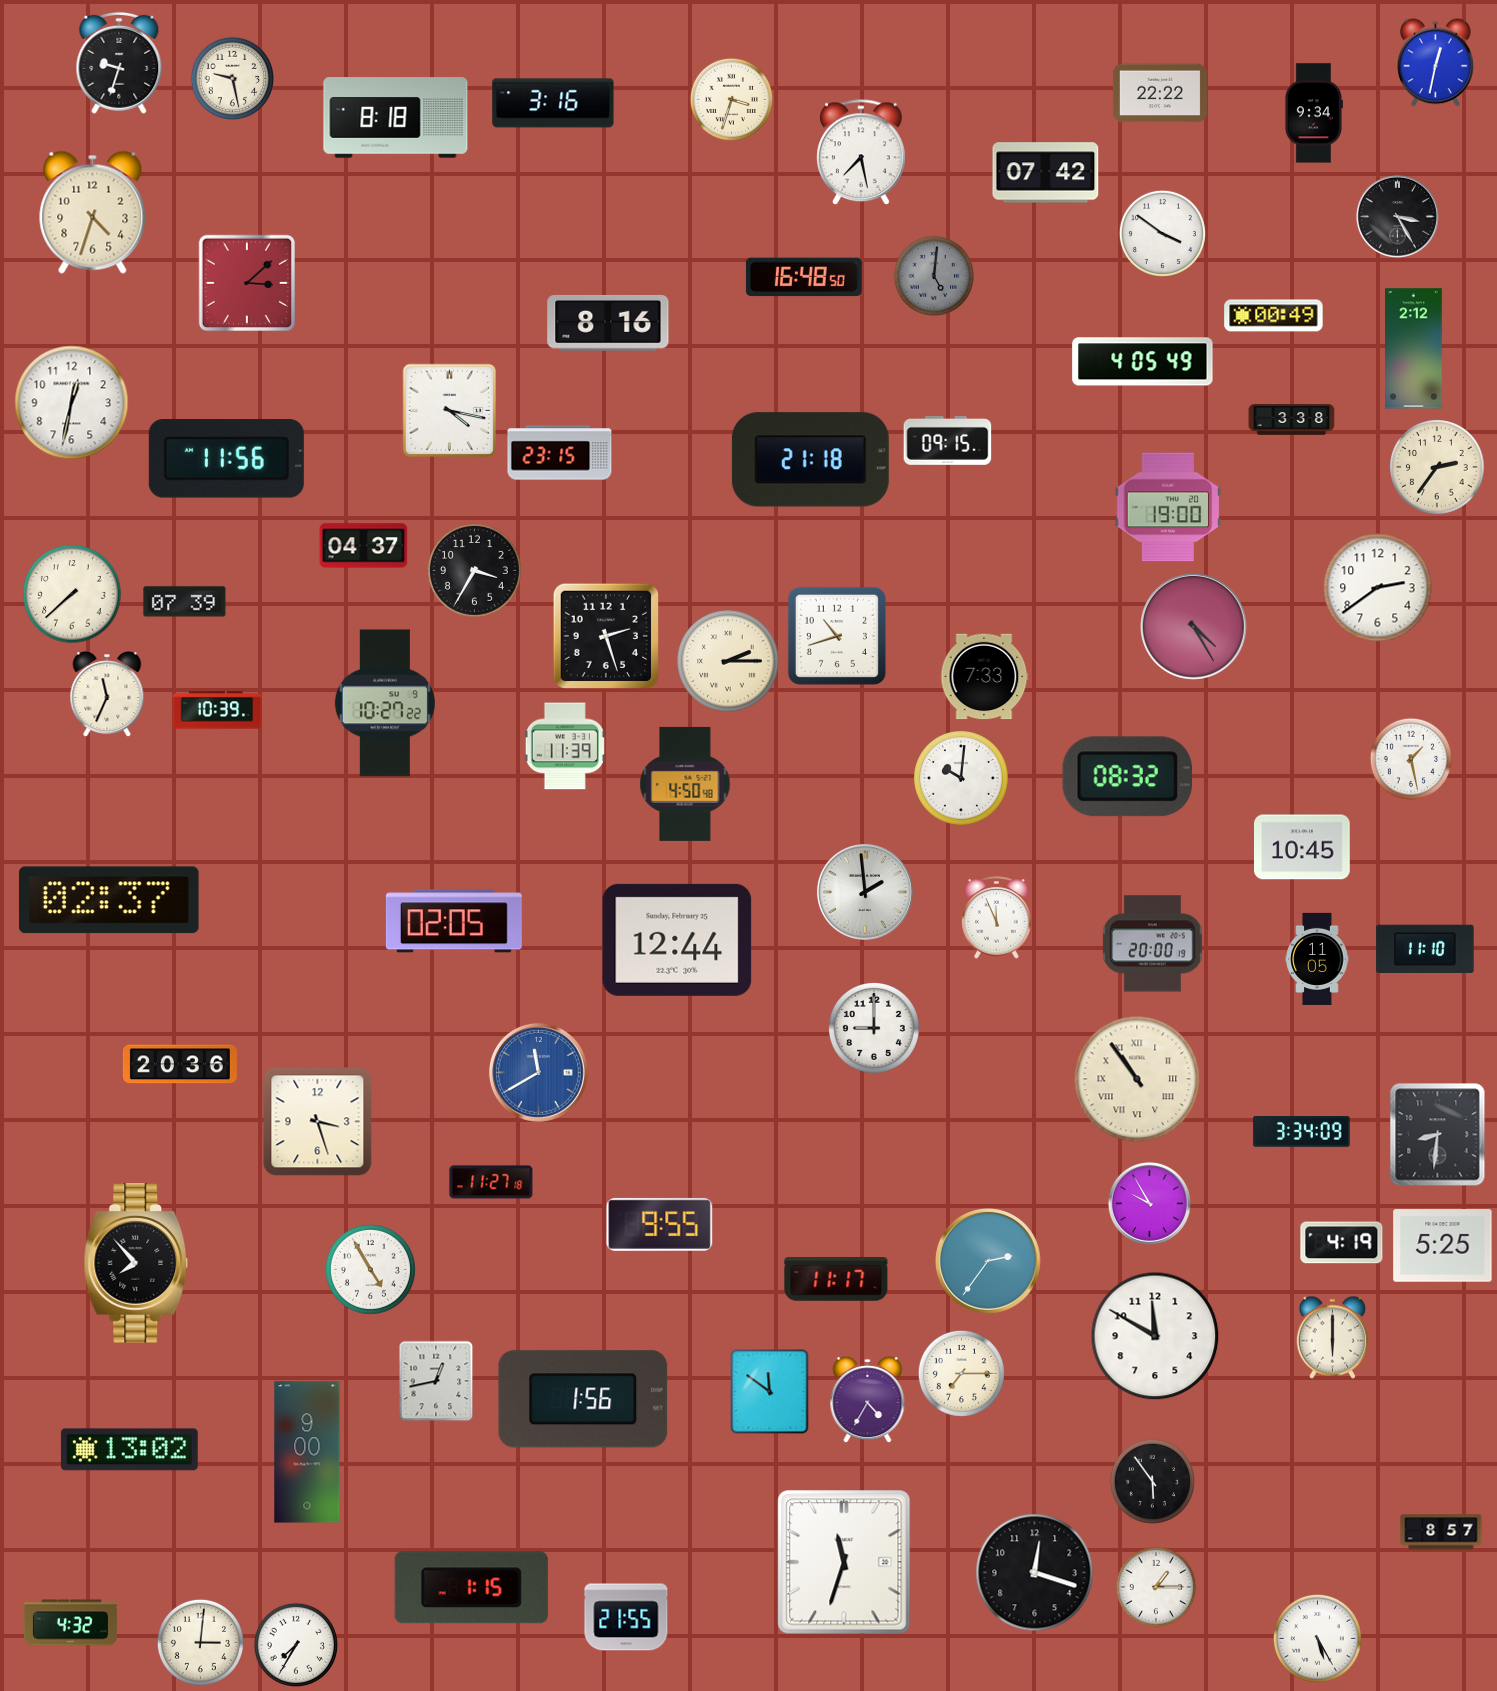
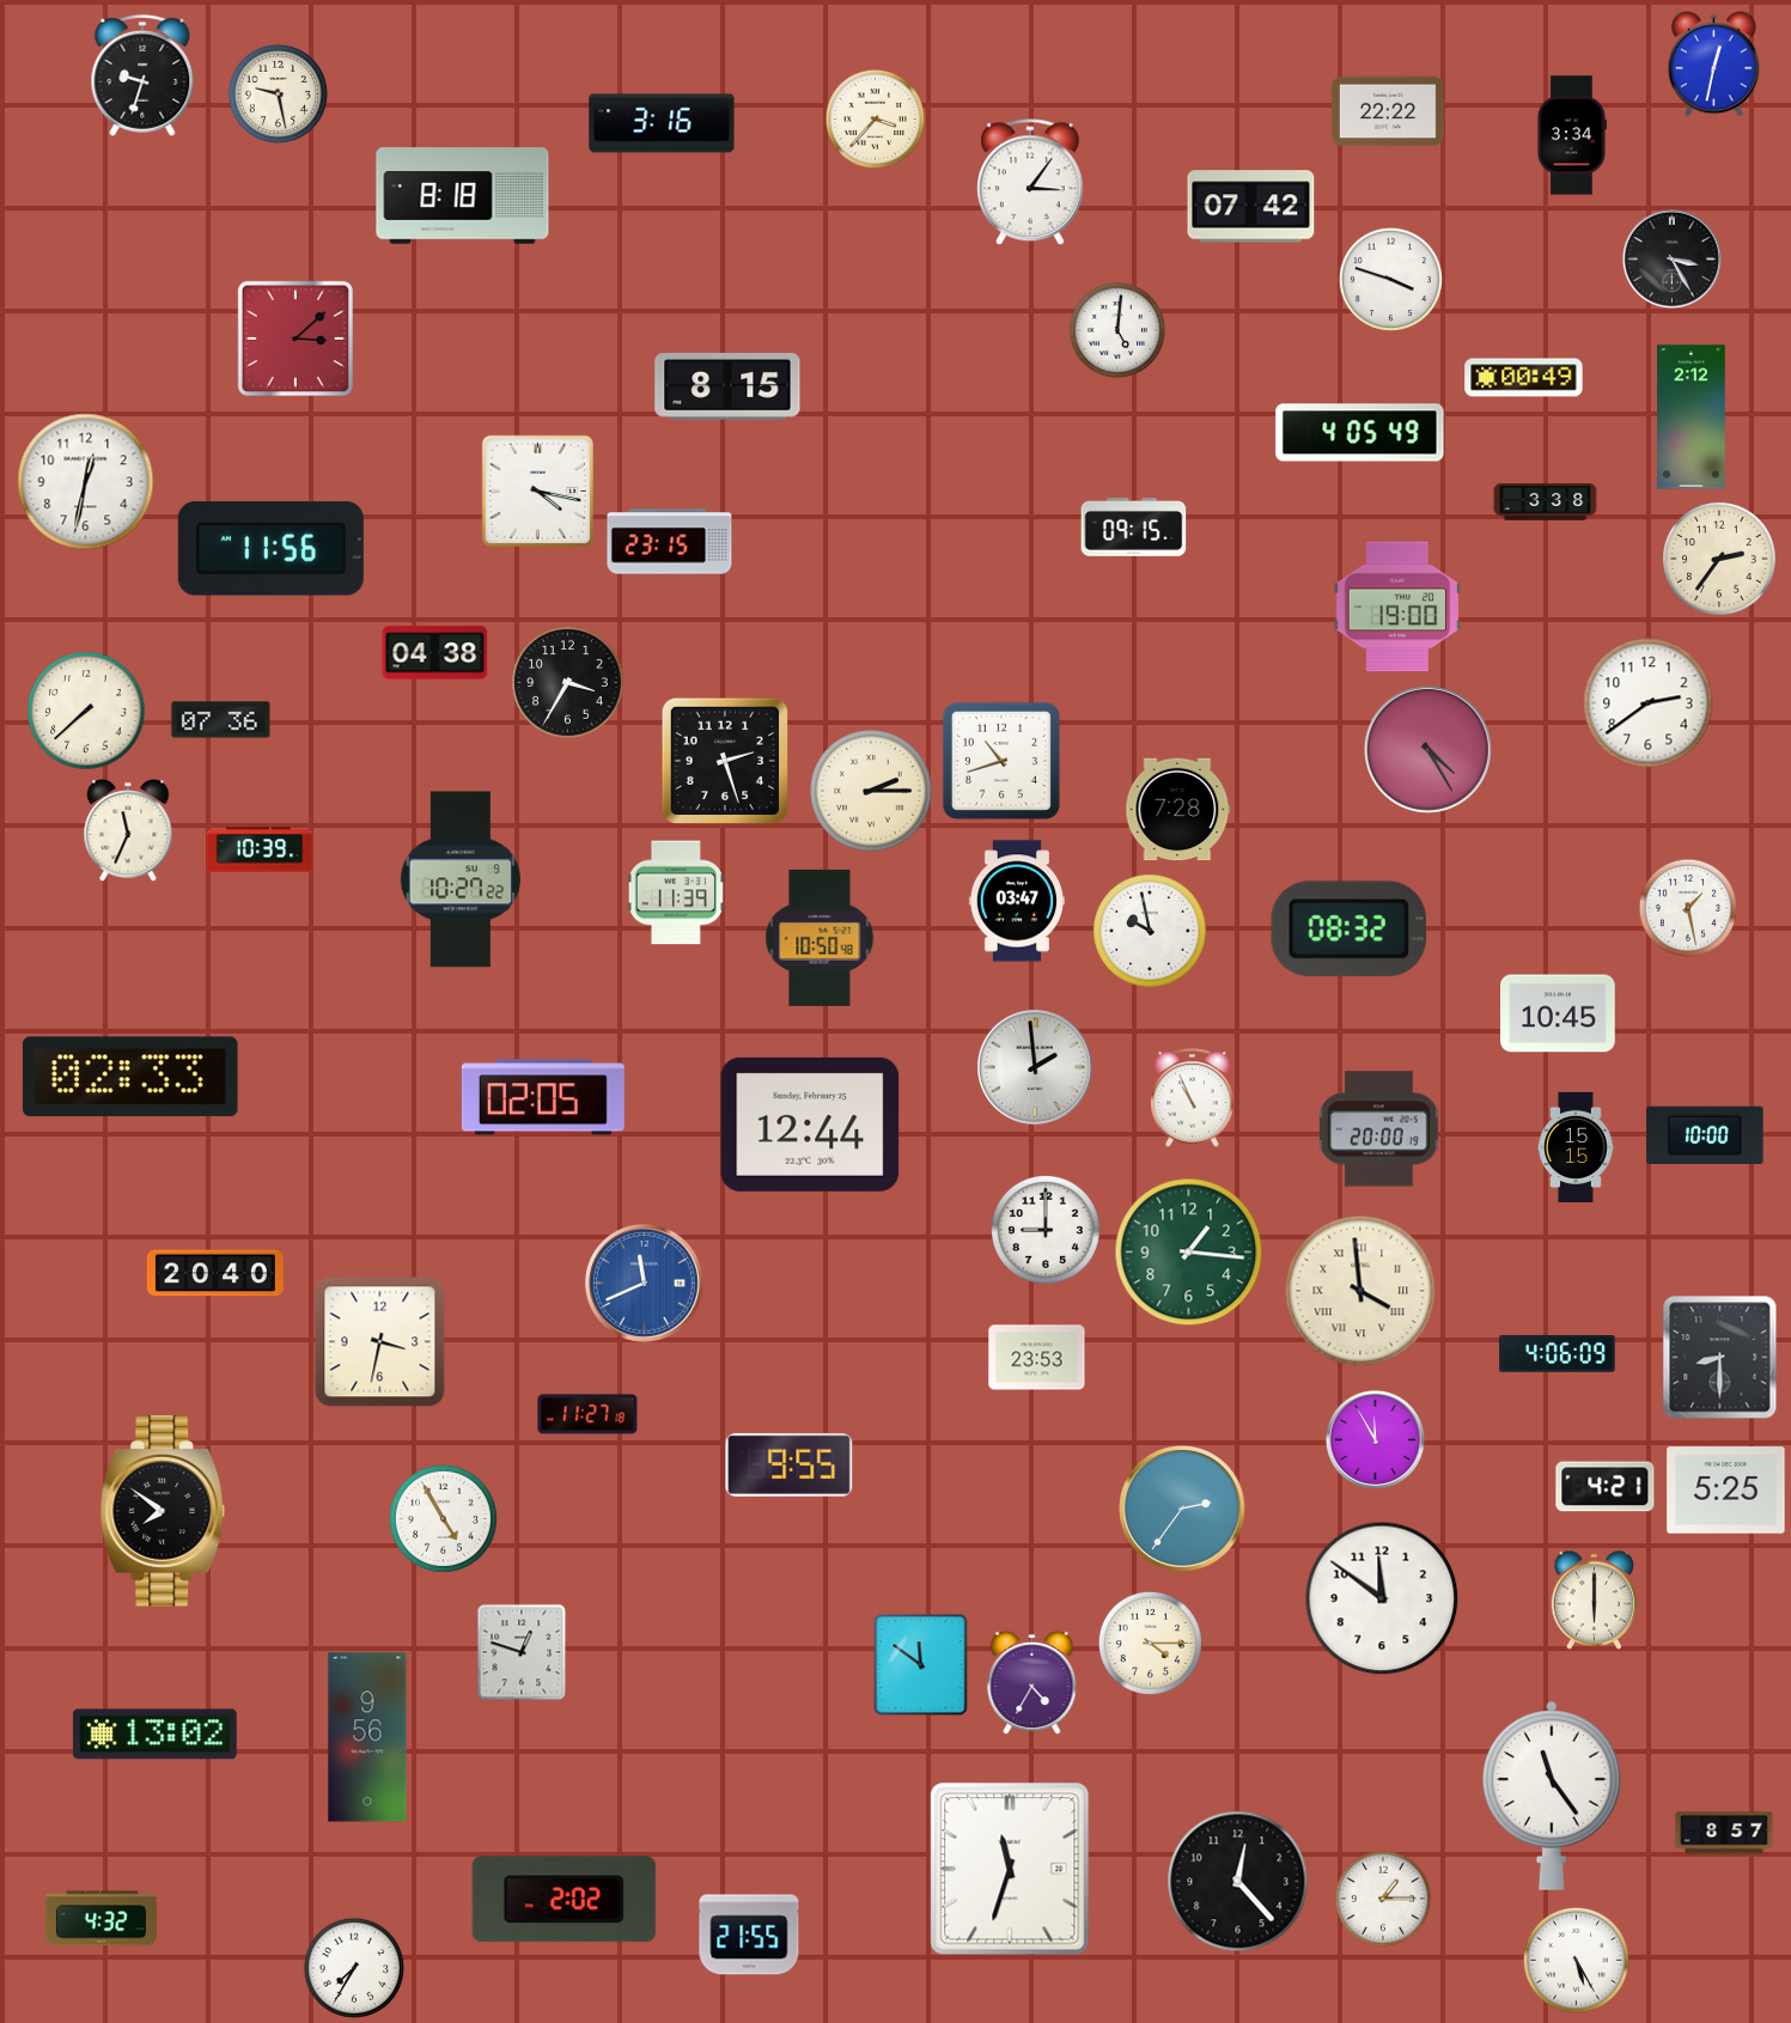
clock at (1436, 63) position: (1436, 63) -> (1714, 65)
clock at (731, 99): 3:33 -> 3:37
clock at (1313, 113): 9:34 -> 3:34
clock at (396, 118) position: (396, 118) -> (463, 196)
clock at (861, 153): 7:28 -> 3:06
clock at (93, 212): 4:33 -> none
clock at (1162, 233): 3:51 -> 3:48
clock at (934, 276) dial: grey -> white
clock at (804, 277): 16:48 -> none
clock at (608, 323): 8:16 -> 8:15
clock at (1143, 362) position: (1143, 362) -> (1360, 433)
clock at (810, 460): 21:18 -> none
clock at (364, 546): 04:37 -> 04:38
clock at (185, 602): 07:39 -> 07:36
clock at (985, 677): 7:33 -> 7:28
clock at (385, 703) position: (385, 703) -> (461, 879)
clock at (1017, 901): none -> 03:47
clock at (961, 778): 10:01 -> 9:58
clock at (685, 784): 4:50 -> 10:50
clock at (109, 900): 02:37 -> 02:33
clock at (997, 918): 11:56 -> 10:56
clock at (454, 921) position: (454, 921) -> (543, 1097)
clock at (1425, 949): 11:10 -> 10:00
clock at (1317, 959): 11:05 -> 15:15
clock at (1189, 1253): none -> 1:16
clock at (180, 1064): 20:36 -> 20:40
clock at (538, 1072): 11:40 -> 11:41
clock at (1137, 1079): 10:54 -> 3:59
clock at (318, 1122): 3:27 -> 3:32
clock at (1302, 1132): 3:34 -> 4:06
clock at (1037, 1358): none -> 23:53
clock at (1438, 1135): 8:31 -> 8:30
clock at (1149, 1203): 9:55 -> 11:55
clock at (1342, 1243): 4:19 -> 4:21
clock at (136, 1263): 7:53 -> 7:51
clock at (836, 1280): 11:17 -> none
clock at (1155, 1336): 11:50 -> 11:51
clock at (961, 1373): 7:15 -> 4:15
clock at (436, 1381): 12:43 -> 12:48
clock at (583, 1399): 1:56 -> none
clock at (868, 1400) position: (868, 1400) -> (1032, 1683)
clock at (307, 1452): 9:00 -> 9:56
clock at (1152, 1481): 5:54 -> none
clock at (1552, 1796): none -> 11:24
clock at (1035, 1573): 12:18 -> 12:23
clock at (471, 1588): 1:15 -> 2:02
clock at (70, 1623) position: (70, 1623) -> (100, 1919)
clock at (200, 1642): 3:01 -> none
